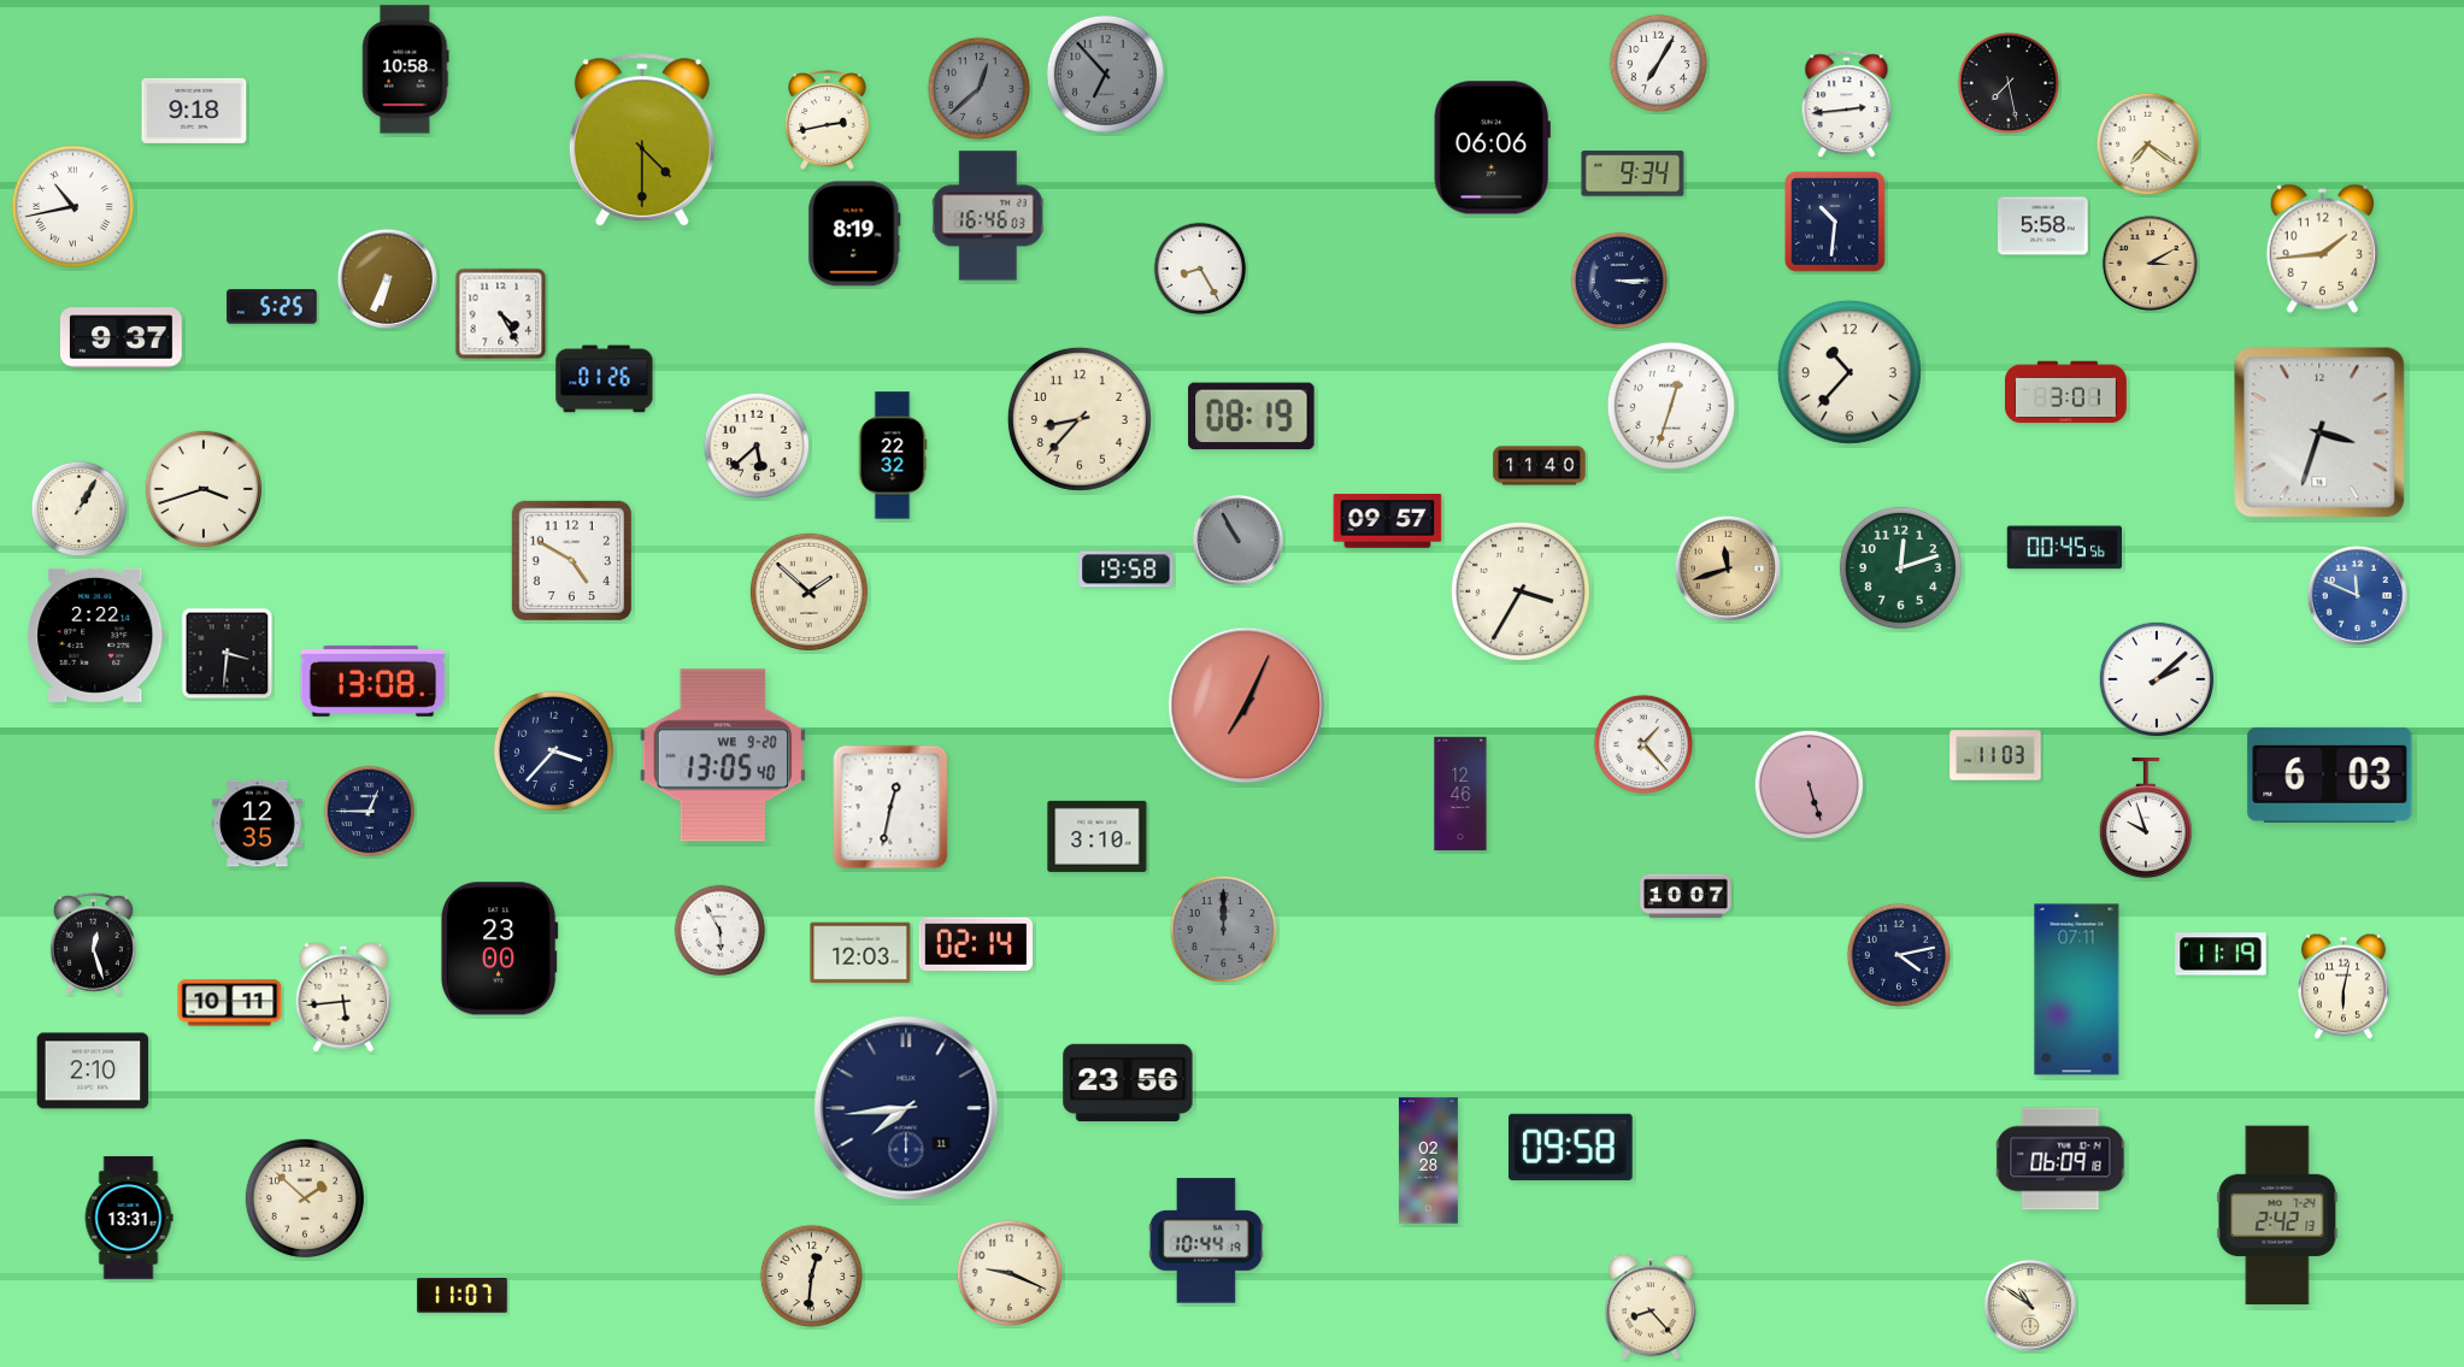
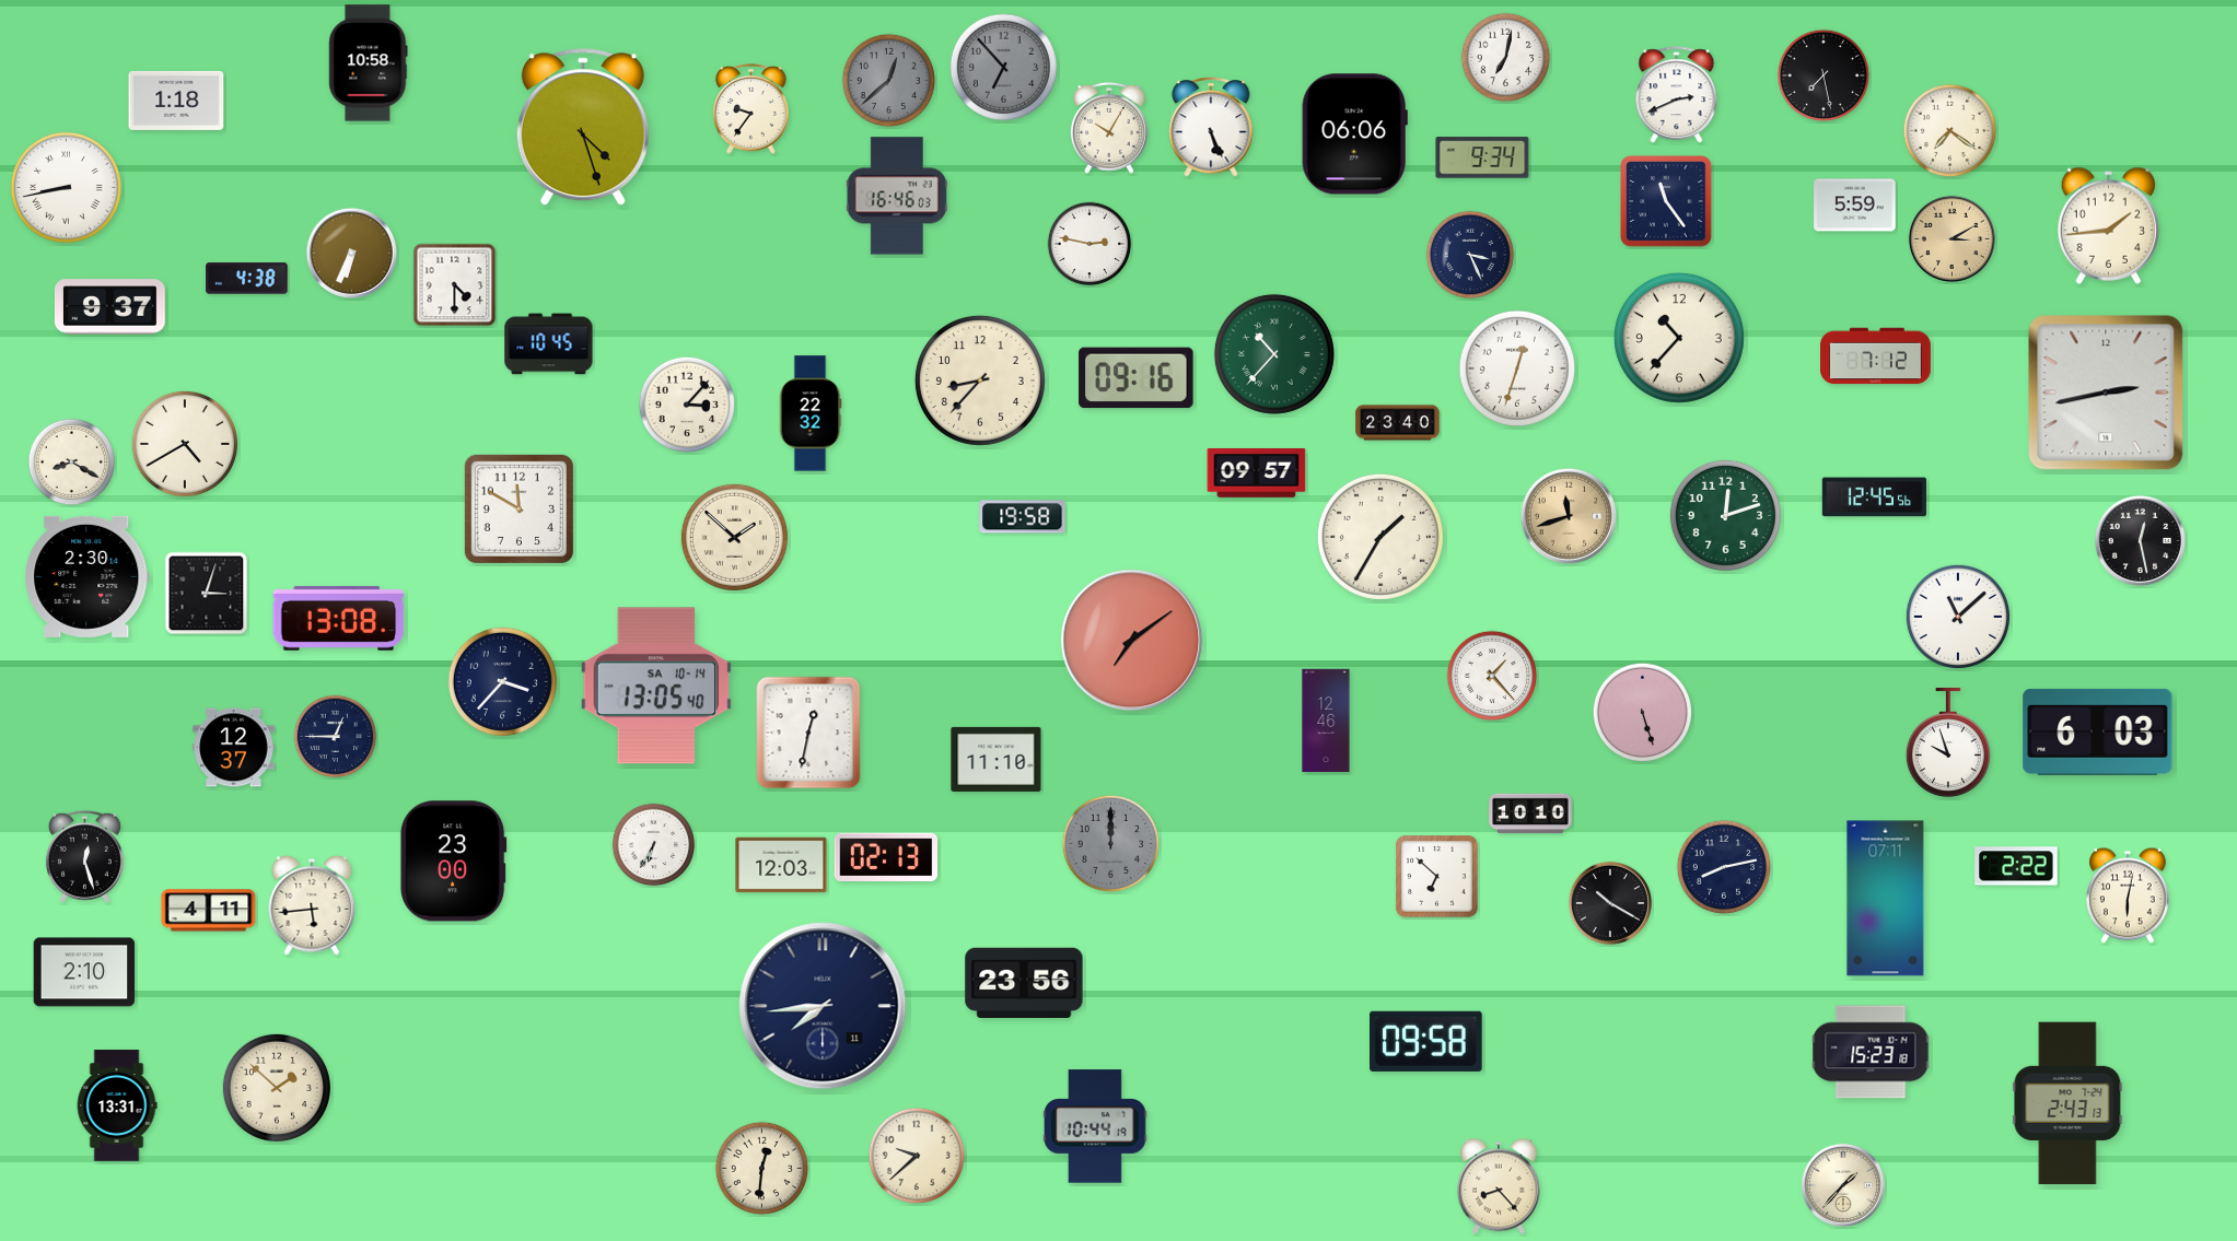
clock at (1659, 64): 7:05 -> 7:02
clock at (1847, 105): 2:44 -> 2:41
clock at (194, 111): 9:18 -> 1:18
clock at (828, 120): 2:43 -> 9:36
clock at (642, 141): 4:30 -> 4:27
clock at (1109, 128): none -> 10:05
clock at (1211, 128): none -> 5:26
clock at (72, 206): 10:43 -> 8:43
clock at (1835, 222): 10:31 -> 11:24
clock at (2043, 226): 5:58 -> 5:59
clock at (854, 234): 8:19 -> none
clock at (1200, 269): 8:25 -> 2:47
clock at (1619, 281): 3:15 -> 3:26
clock at (272, 307): 5:25 -> 4:38
clock at (501, 314): 4:25 -> 4:30
clock at (605, 379): 01:26 -> 10:45
clock at (1274, 354): none -> 10:37
clock at (2066, 393): 3:01 -> 7:12
clock at (1252, 417): 08:19 -> 09:16
clock at (2319, 432): 3:33 -> 2:43
clock at (755, 444): 5:38 -> 3:07
clock at (1540, 466): 11:40 -> 23:40
clock at (204, 489): 3:42 -> 4:40
clock at (80, 509): 1:05 -> 8:20
clock at (1388, 522) position: (1388, 522) -> (1257, 473)
clock at (1237, 540): 10:55 -> none
clock at (2064, 548): 00:45 -> 12:45
clock at (571, 560): 4:50 -> 11:50
clock at (1521, 591): 3:35 -> 1:35
clock at (2357, 595): 11:49 -> 12:28
clock at (2357, 595) dial: blue -> black
clock at (96, 635): 2:22 -> 2:30
clock at (228, 654): 3:31 -> 3:03
clock at (2157, 679): 2:08 -> 11:08
clock at (1247, 706): 7:04 -> 7:09
clock at (723, 755) date: WE 9-20 -> SA 10-14
clock at (1995, 755): 11:03 -> none
clock at (2330, 774) position: (2330, 774) -> (2098, 731)
clock at (258, 824): 12:35 -> 12:37
clock at (1098, 836): 3:10 -> 11:10
clock at (1686, 896): 10:07 -> 10:10
clock at (721, 931): 5:55 -> 6:35
clock at (975, 943): 02:14 -> 02:13
clock at (2221, 954): 11:19 -> 2:22
clock at (1899, 955): 4:13 -> 8:13
clock at (1437, 877): none -> 6:52
clock at (1610, 903): none -> 10:20
clock at (230, 1003): 10:11 -> 4:11
clock at (2060, 1159): 06:09 -> 15:23
clock at (1428, 1161): 02:28 -> none
clock at (2277, 1215): 2:42 -> 2:43
clock at (1008, 1272): 9:19 -> 9:38
clock at (812, 1277) position: (812, 1277) -> (762, 1169)
clock at (463, 1296): 11:07 -> none
clock at (2030, 1306): 10:51 -> 1:37
